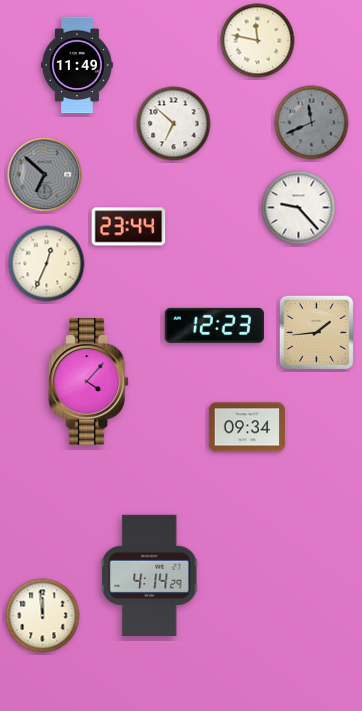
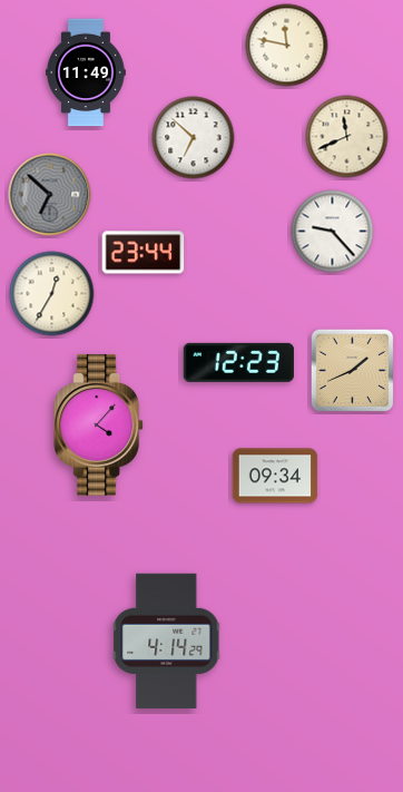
clock at (312, 123) dial: grey -> cream
clock at (47, 264): 12:34 -> 12:35
clock at (317, 333): 1:44 -> 1:41
clock at (43, 616): 11:59 -> none
